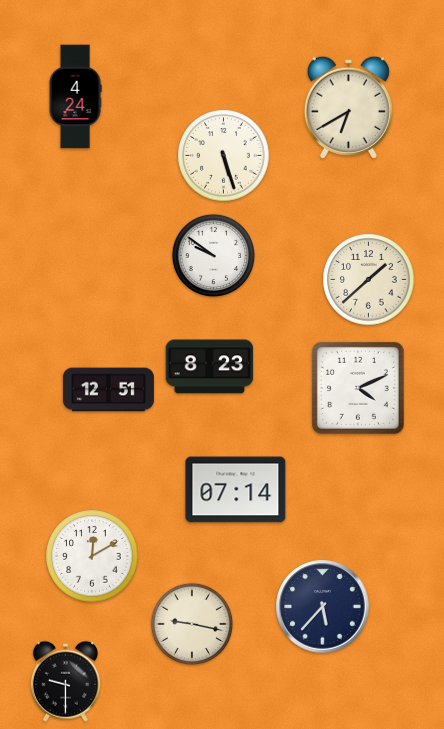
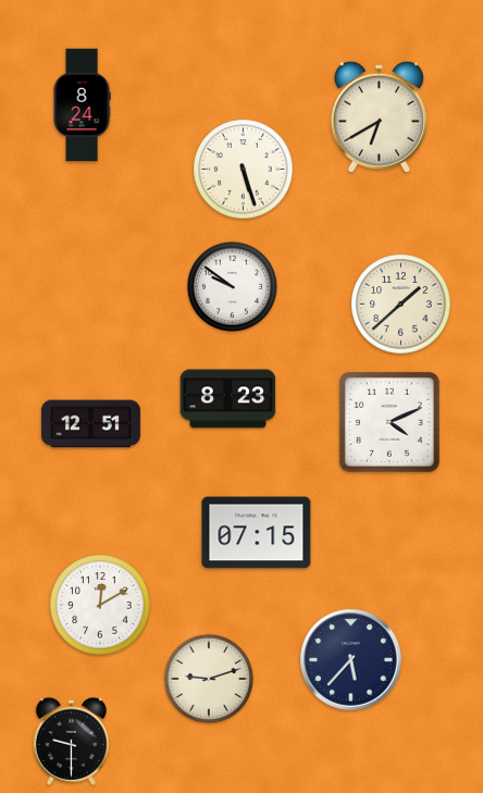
clock at (75, 97): 4:24 -> 8:24
clock at (213, 255) position: (213, 255) -> (232, 286)
clock at (108, 390) position: (108, 390) -> (90, 424)
clock at (236, 490): 07:14 -> 07:15
clock at (192, 624): 9:17 -> 9:12
